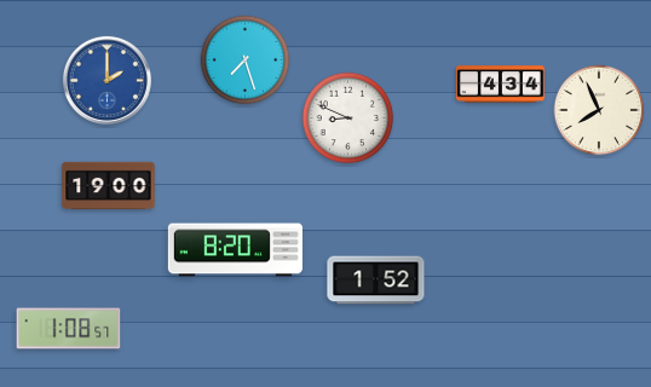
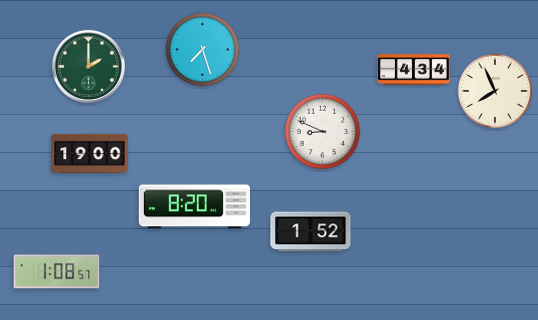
clock at (106, 80) dial: blue -> green
clock at (348, 119) position: (348, 119) -> (323, 132)
